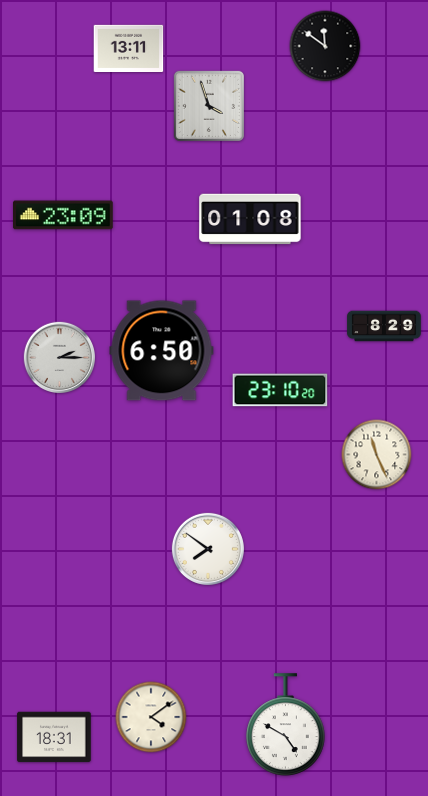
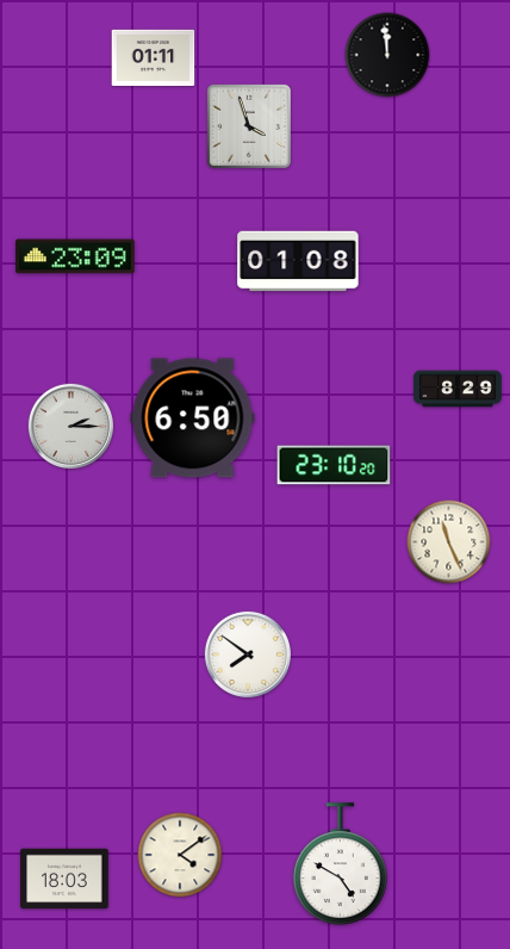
clock at (325, 46): 11:51 -> 11:59
clock at (129, 48): 13:11 -> 01:11
clock at (54, 737): 18:31 -> 18:03
